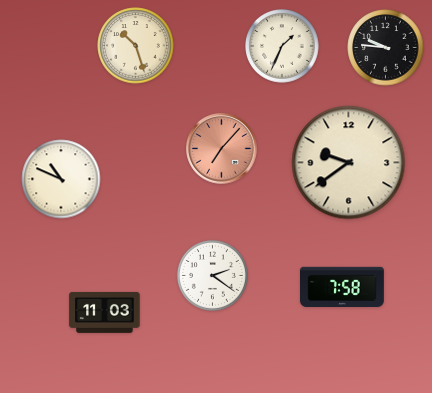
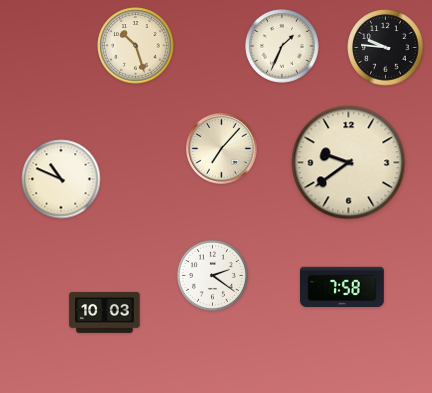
clock at (222, 149) dial: salmon -> cream
clock at (105, 312): 11:03 -> 10:03
